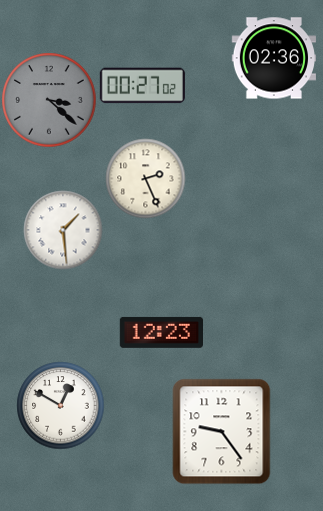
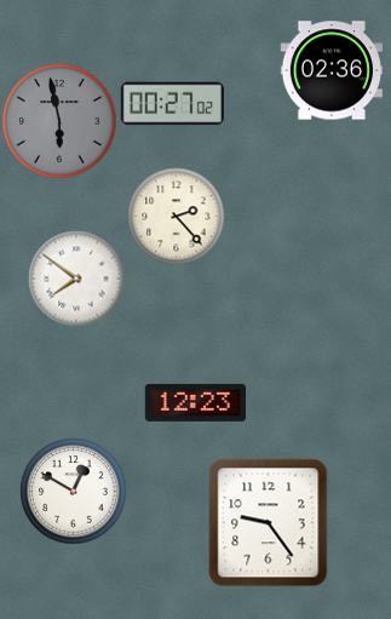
clock at (49, 100): 3:22 -> 5:58
clock at (145, 178): 2:26 -> 2:23
clock at (63, 230): 1:29 -> 7:51
